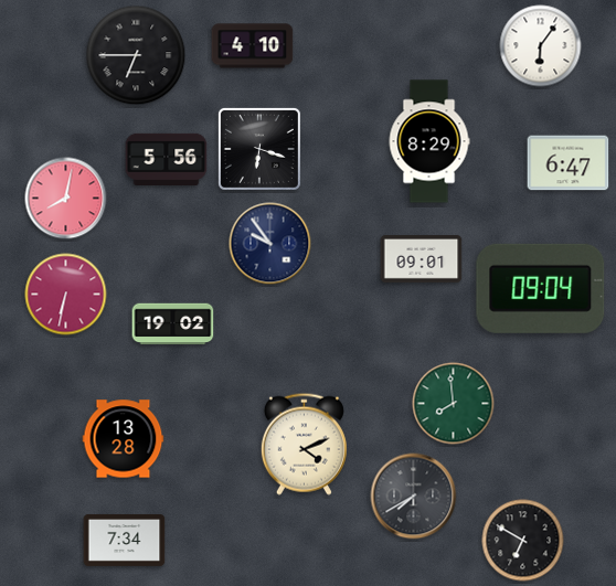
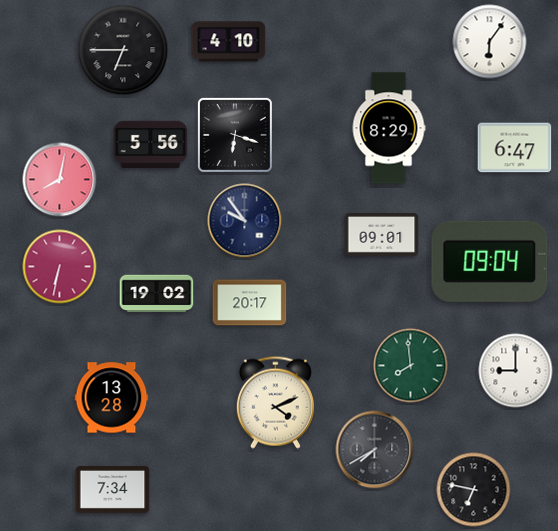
clock at (250, 303): none -> 20:17
clock at (516, 371): none -> 9:00
clock at (523, 541): 6:50 -> 6:47
